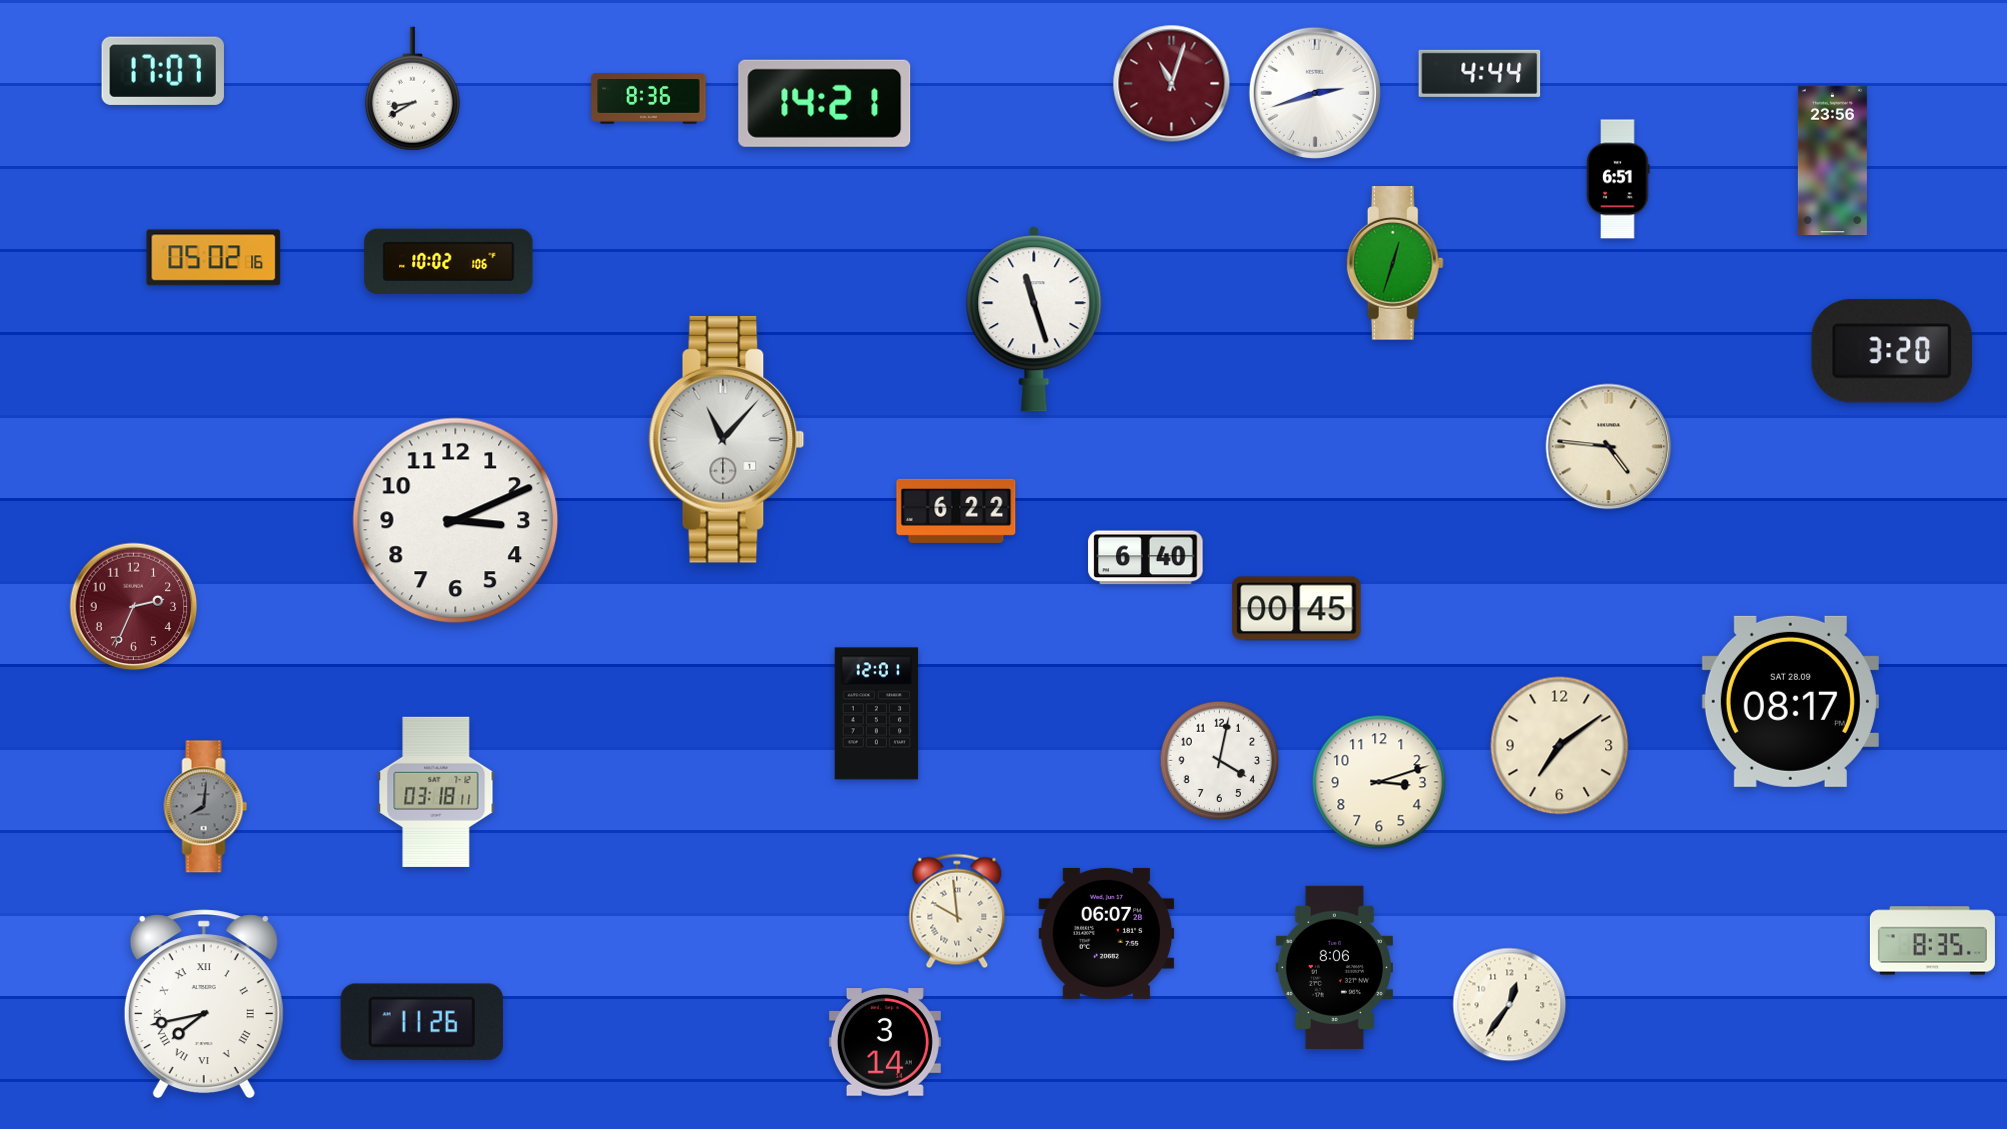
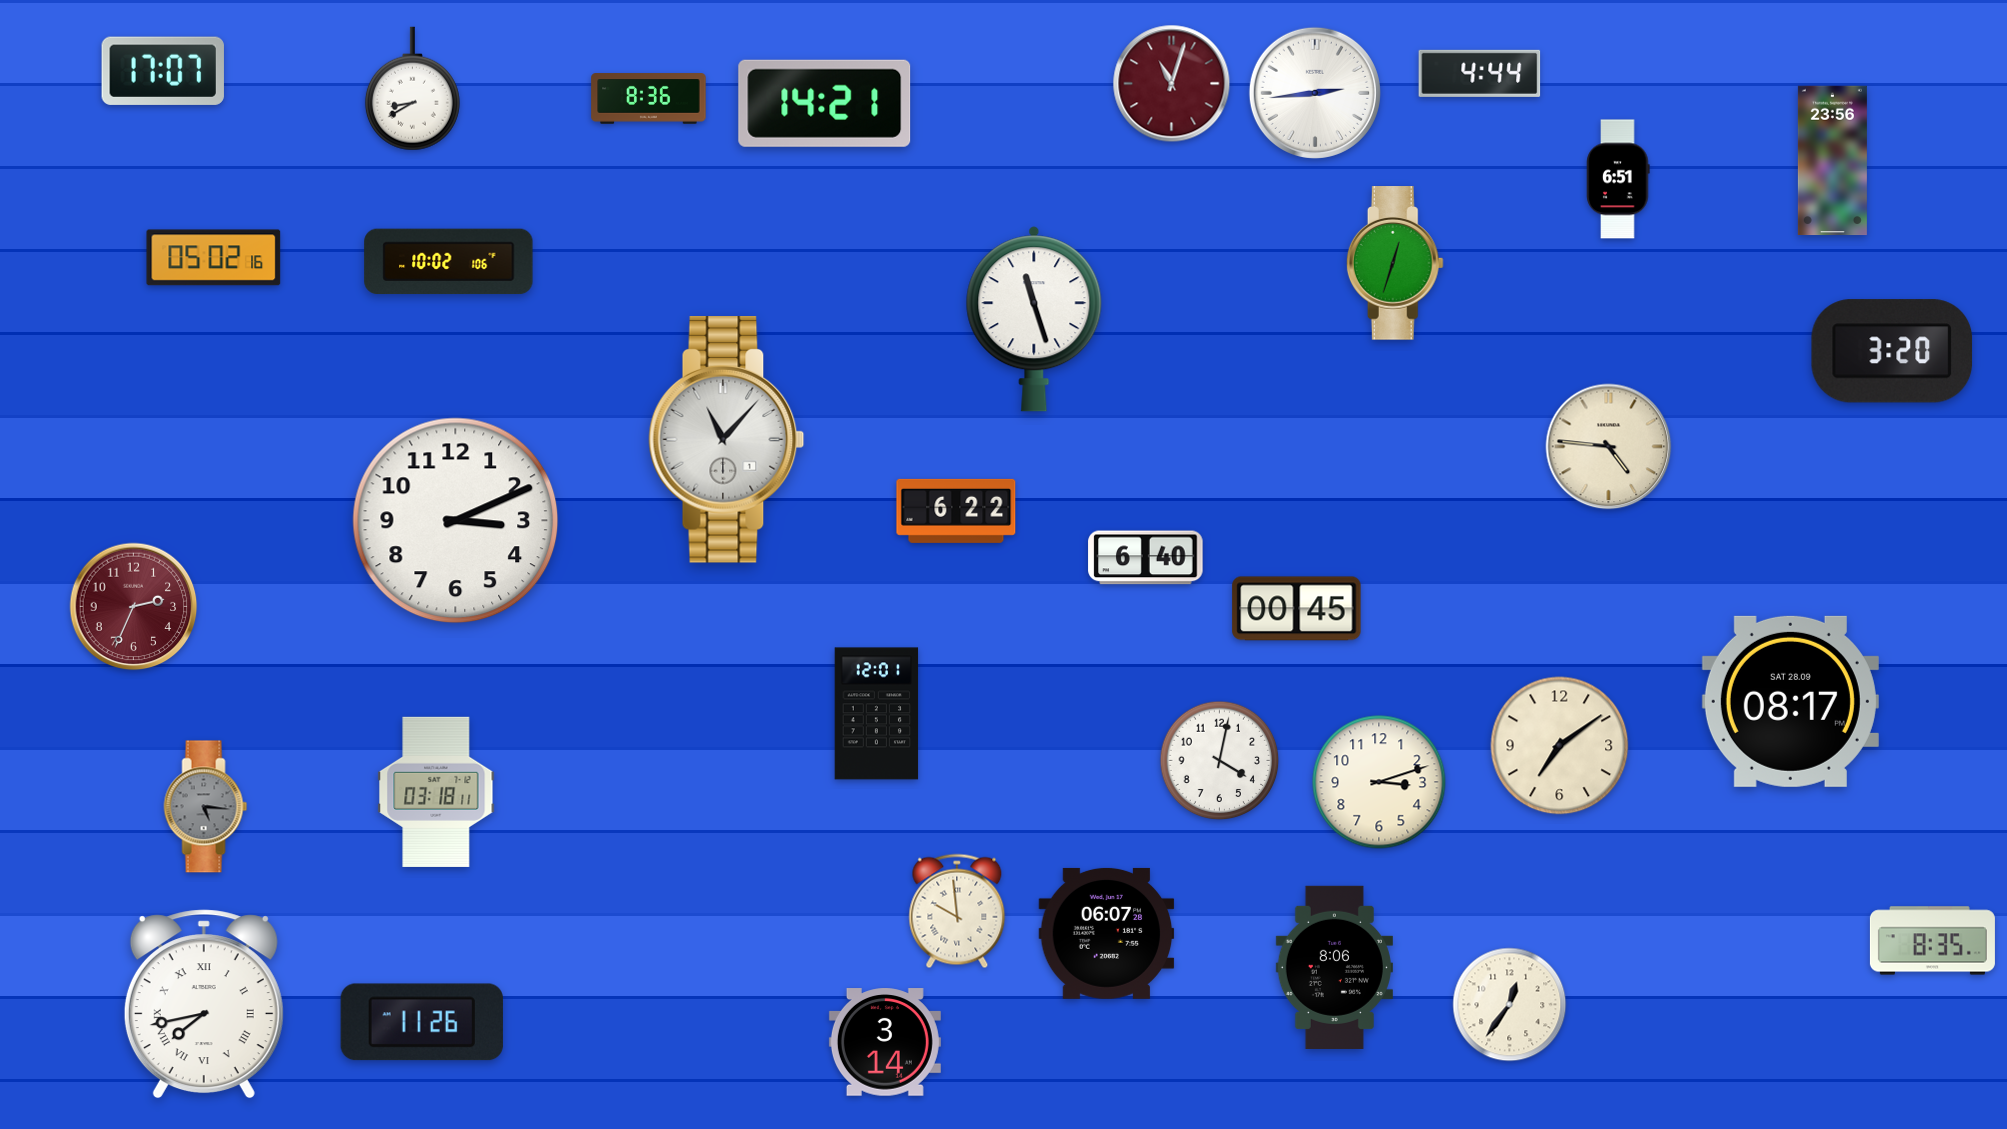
clock at (1315, 93): 2:42 -> 2:44
clock at (206, 807): 8:01 -> 5:16
